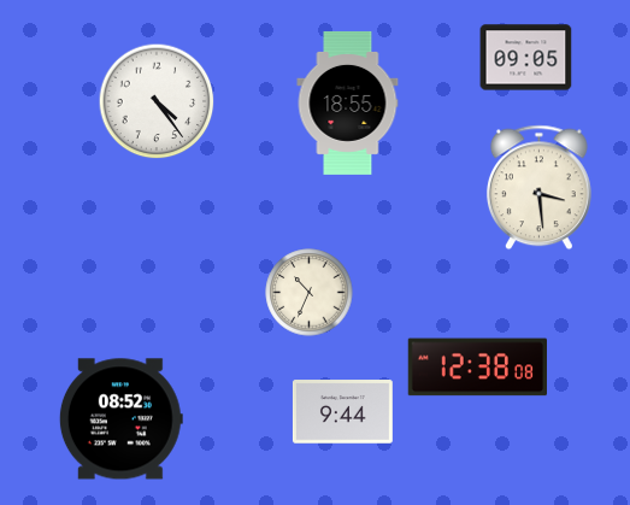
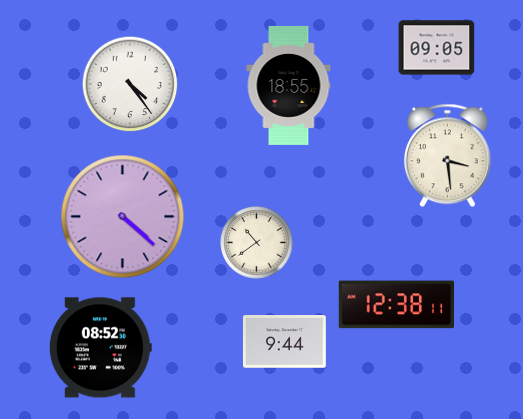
clock at (123, 217): none -> 4:22
clock at (310, 293): 10:34 -> 10:39
clock at (477, 368): 12:38:08 -> 12:38:11
